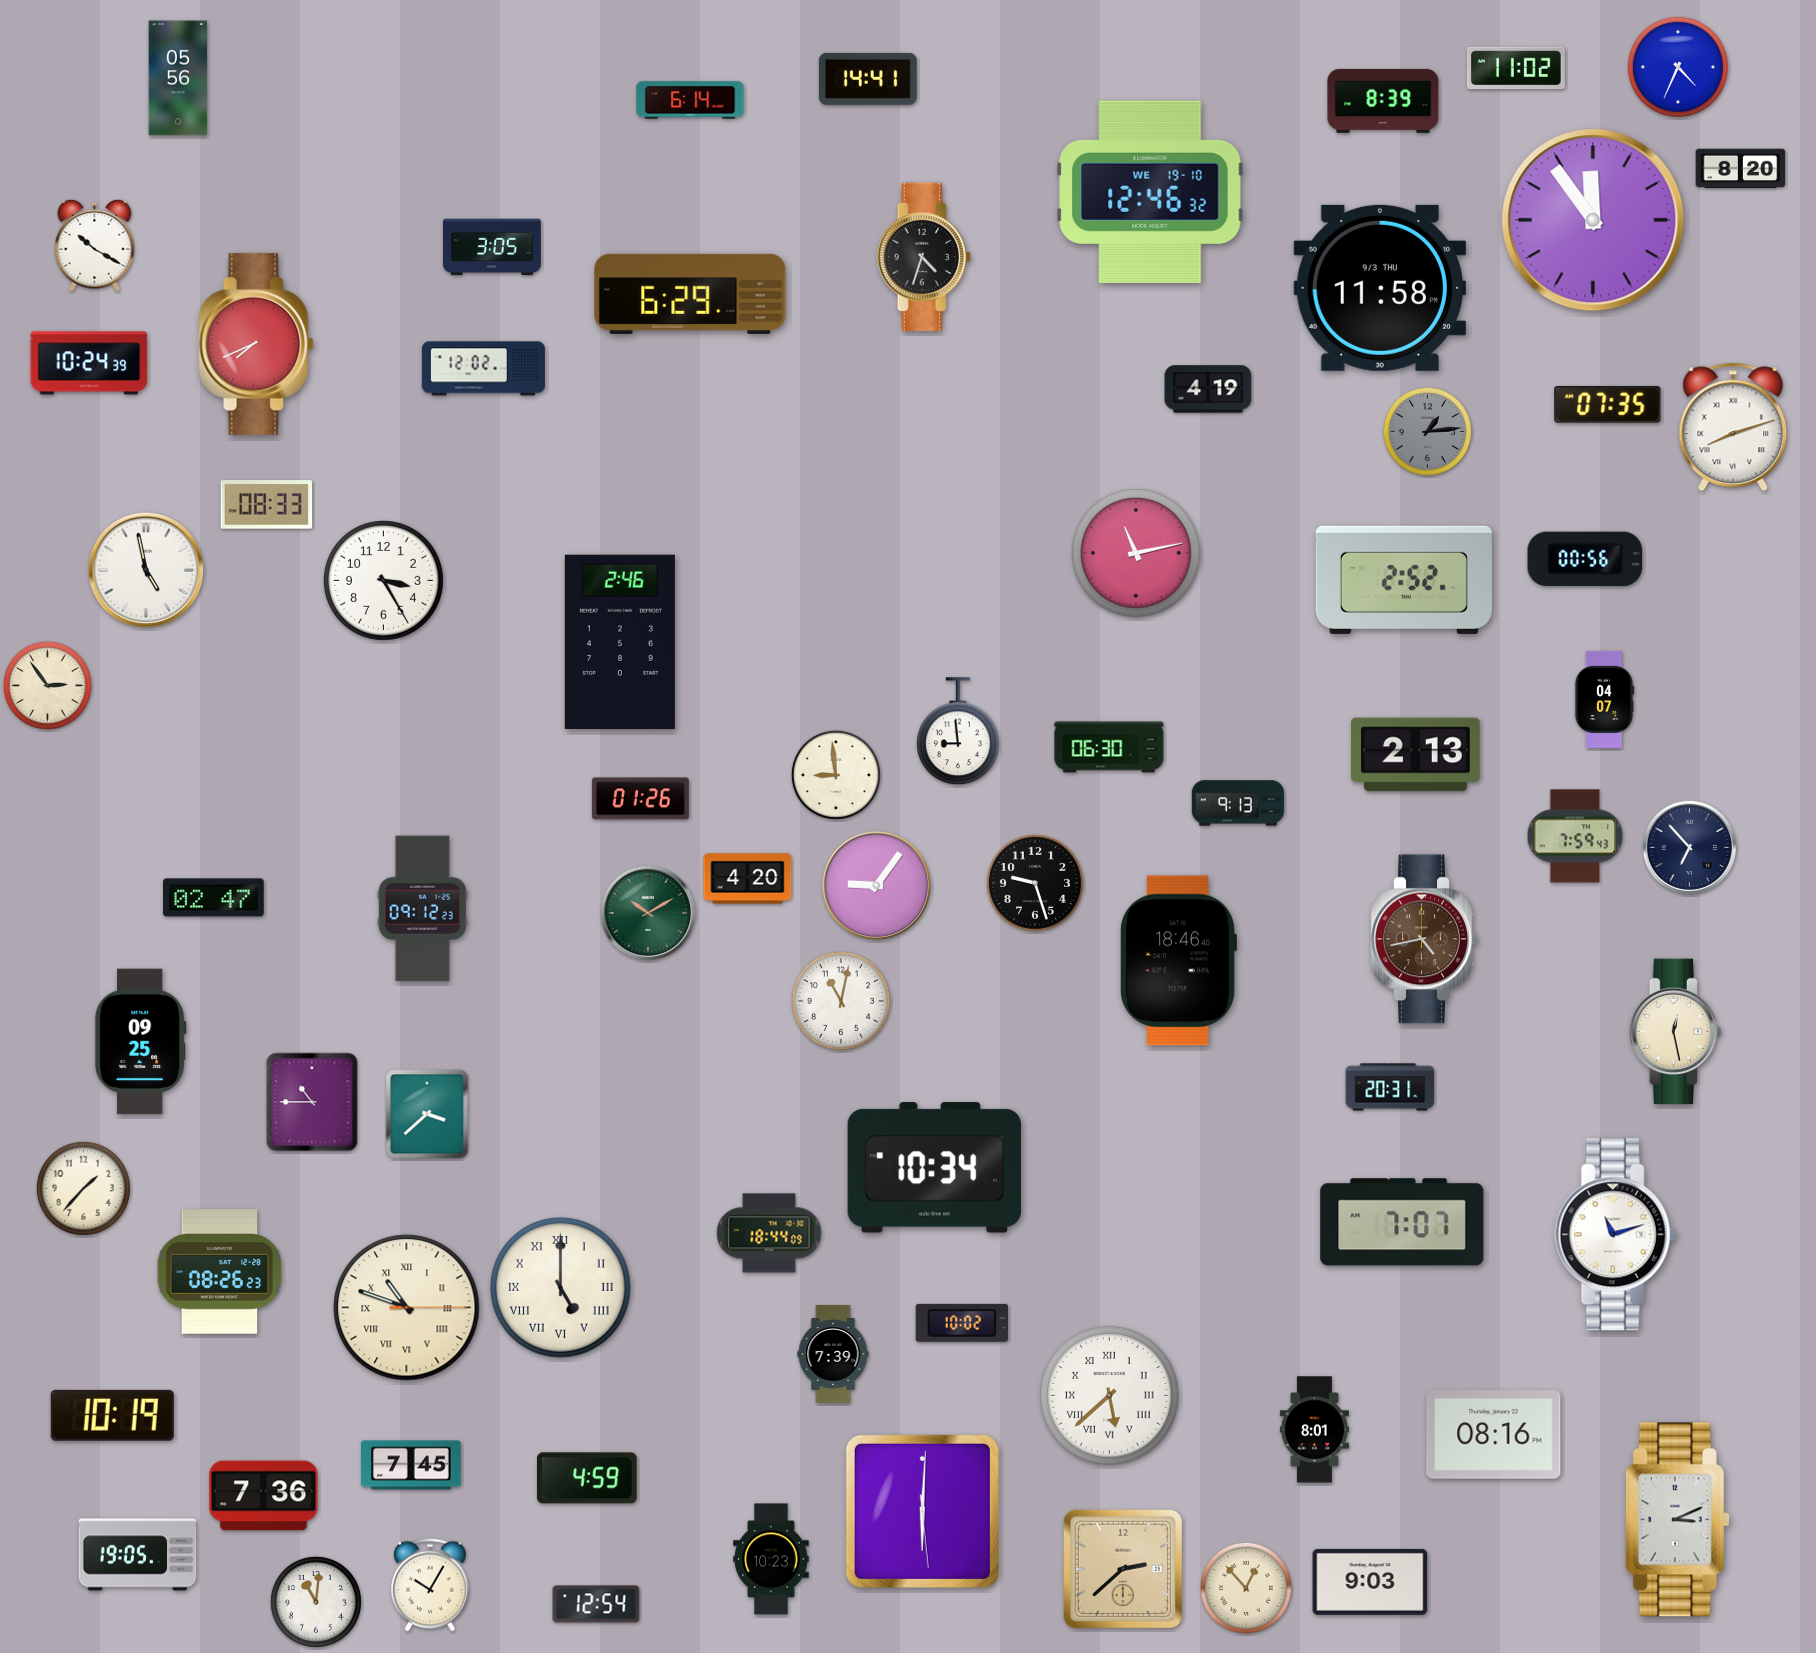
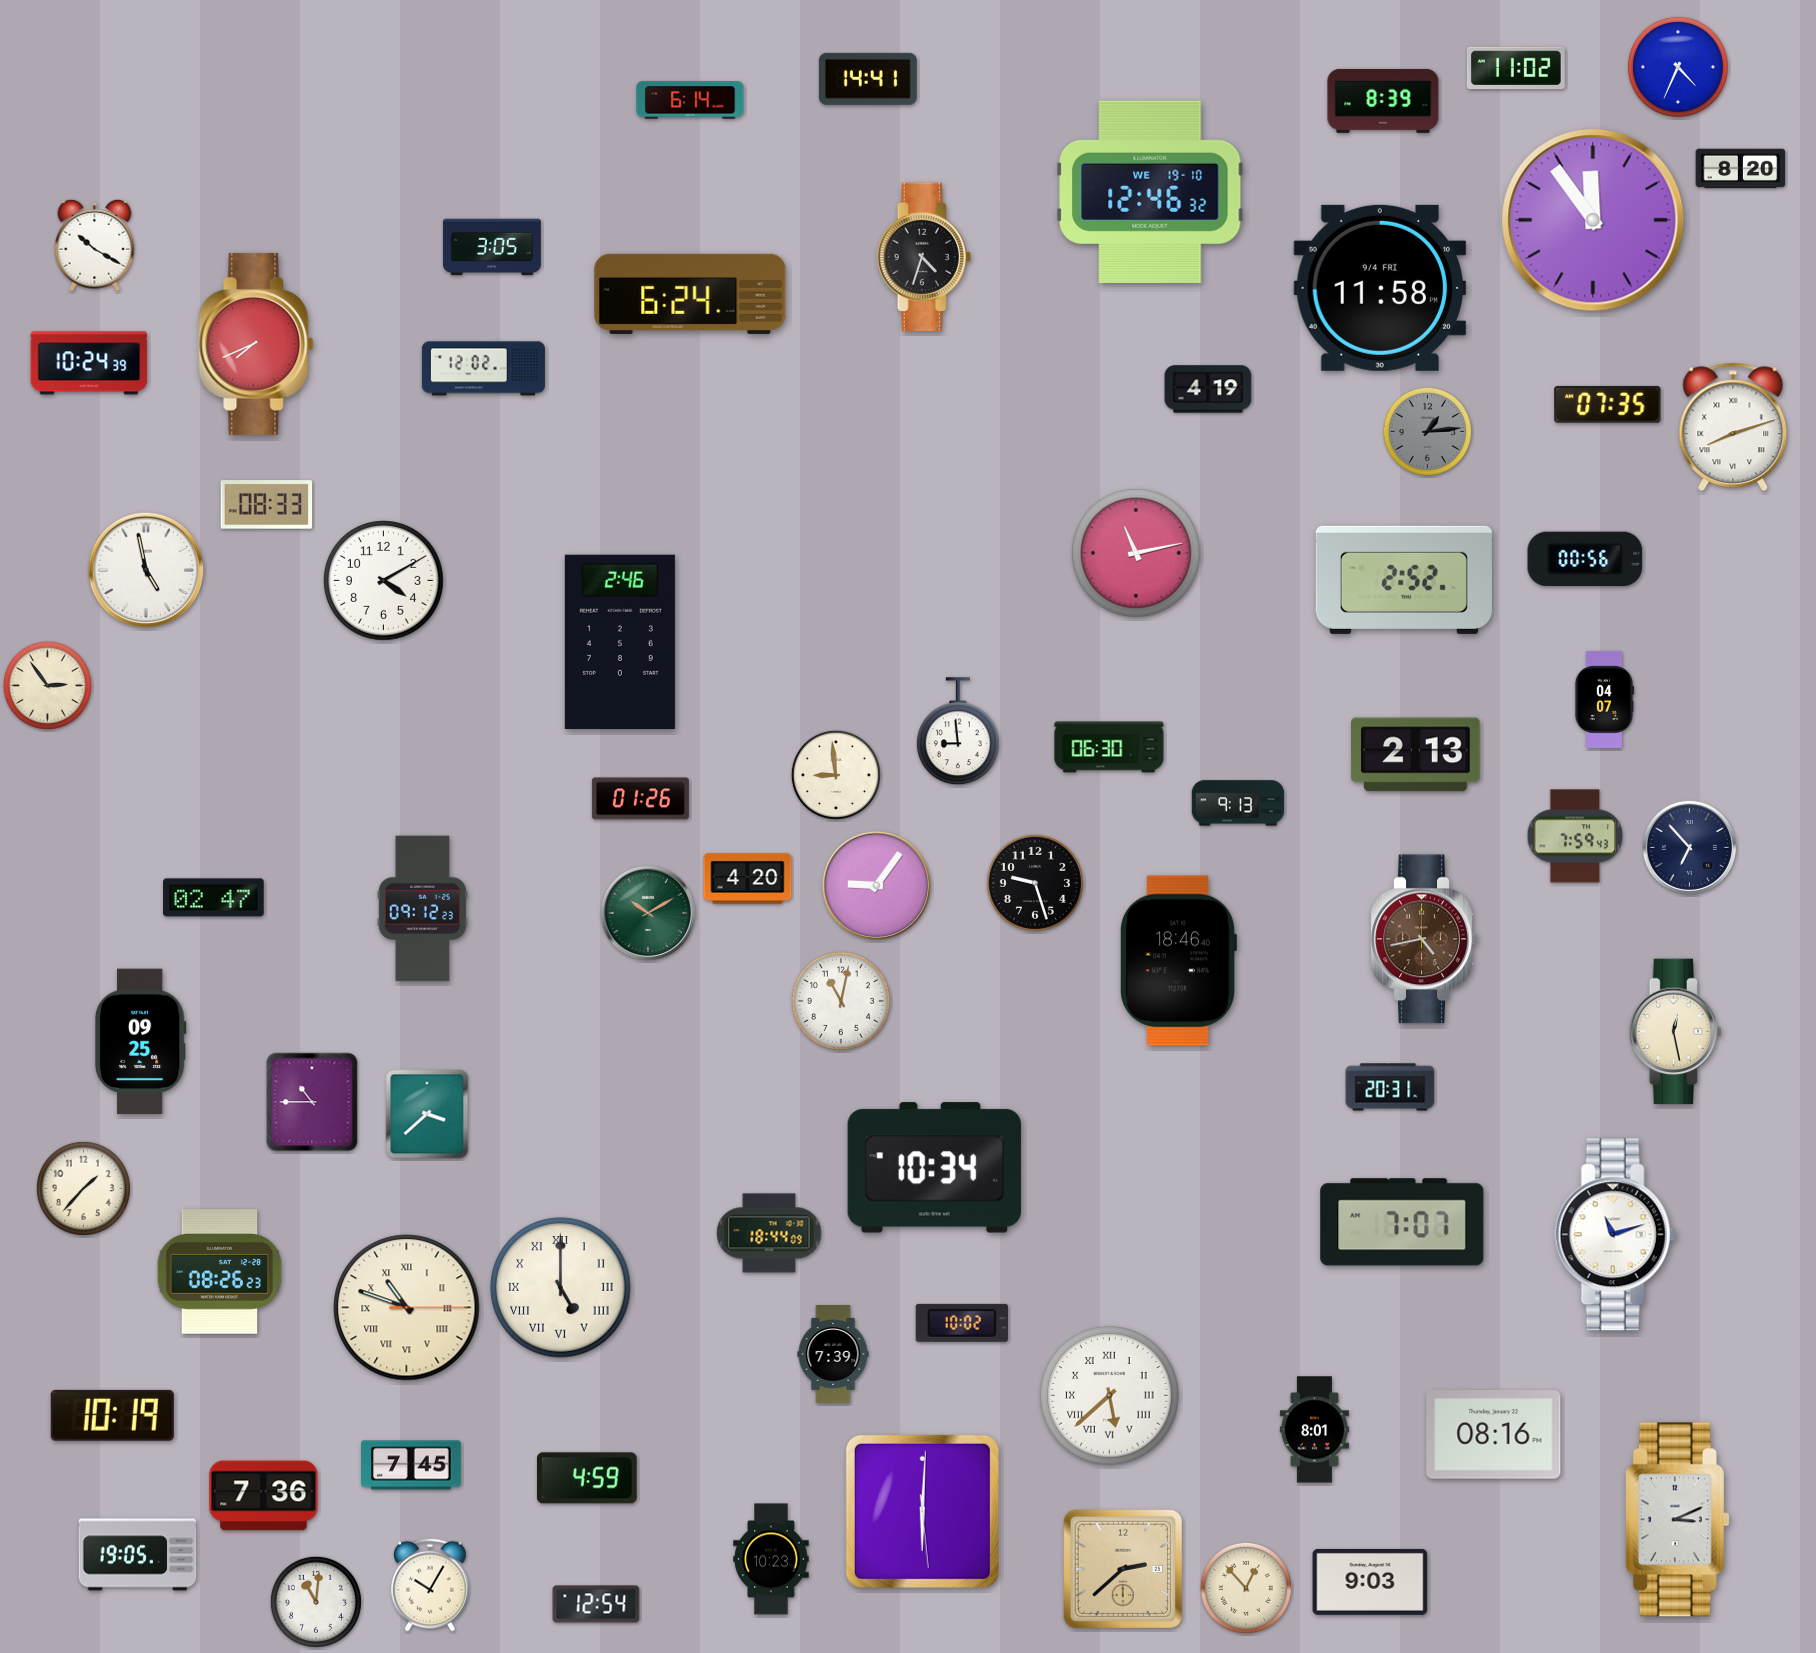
clock at (178, 78): 05:56 -> none
clock at (1380, 288) date: 9/3 THU -> 9/4 FRI
clock at (690, 294): 6:29 -> 6:24
clock at (384, 581): 3:25 -> 4:10
